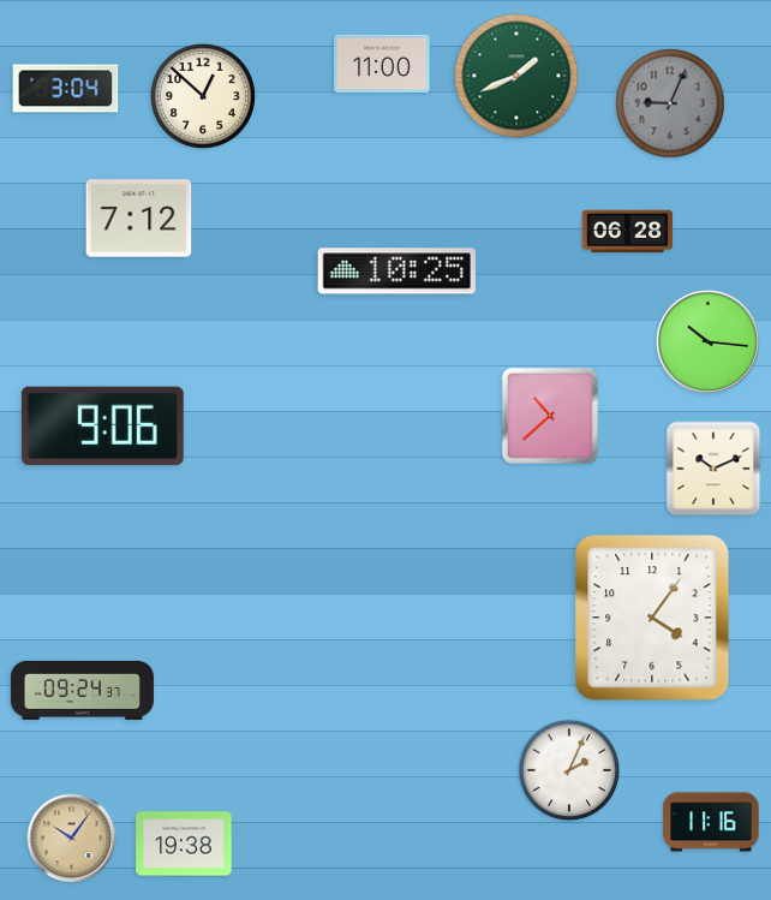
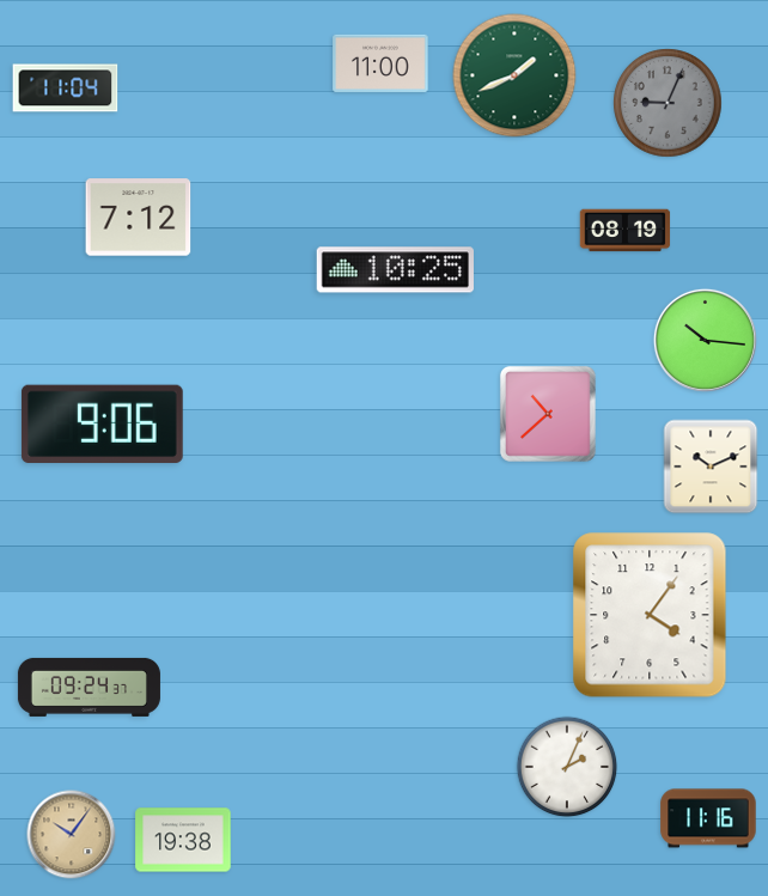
clock at (66, 89): 3:04 -> 11:04
clock at (203, 96): 12:52 -> none
clock at (628, 232): 06:28 -> 08:19
clock at (82, 690) position: (82, 690) -> (89, 687)
